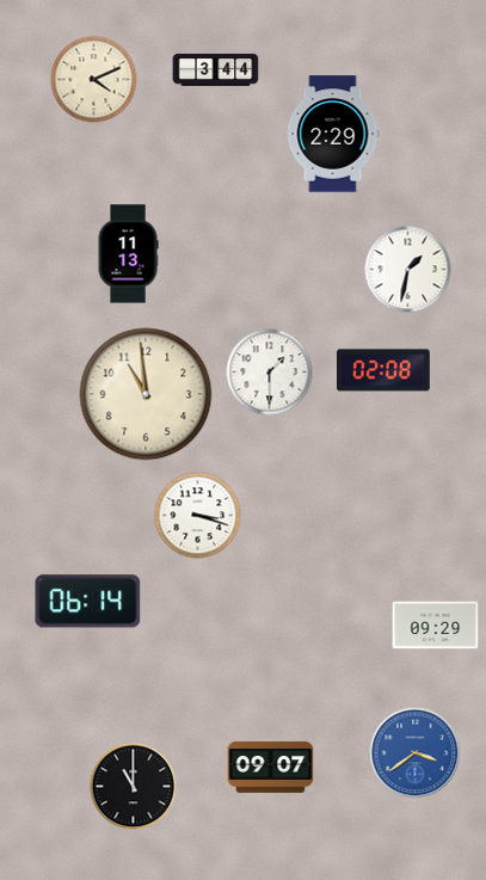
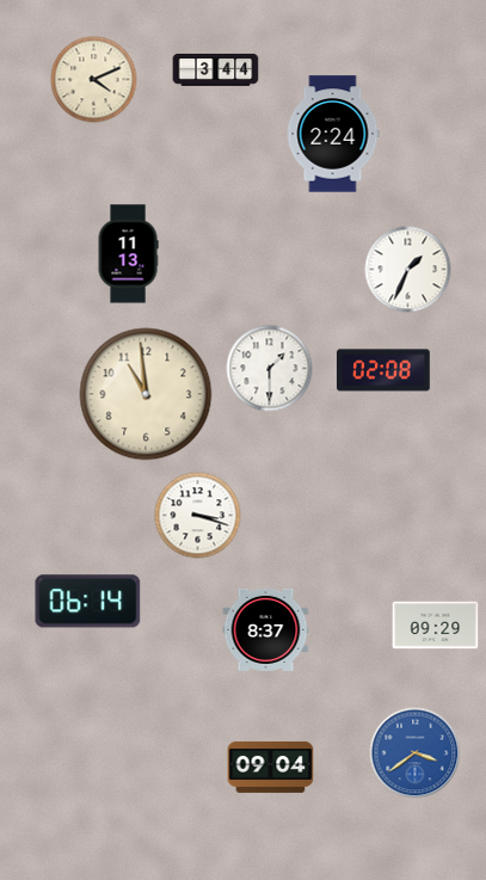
clock at (333, 134): 2:29 -> 2:24
clock at (408, 270): 1:32 -> 1:34
clock at (270, 373) position: (270, 373) -> (270, 369)
clock at (266, 629): none -> 8:37
clock at (271, 767): 09:07 -> 09:04
clock at (134, 787): 11:00 -> none
